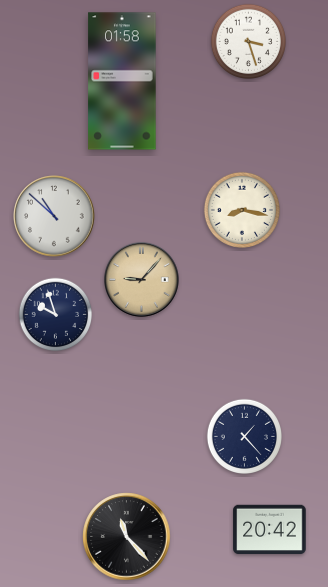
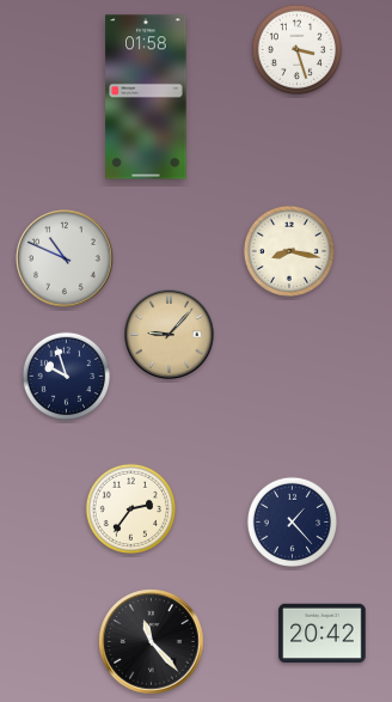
clock at (54, 216): 10:52 -> 10:49
clock at (130, 508): none -> 2:36
